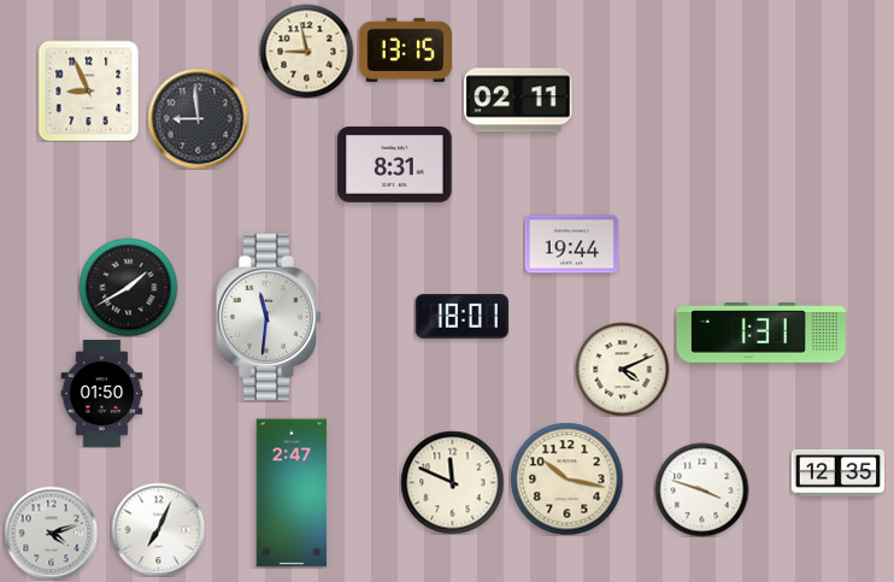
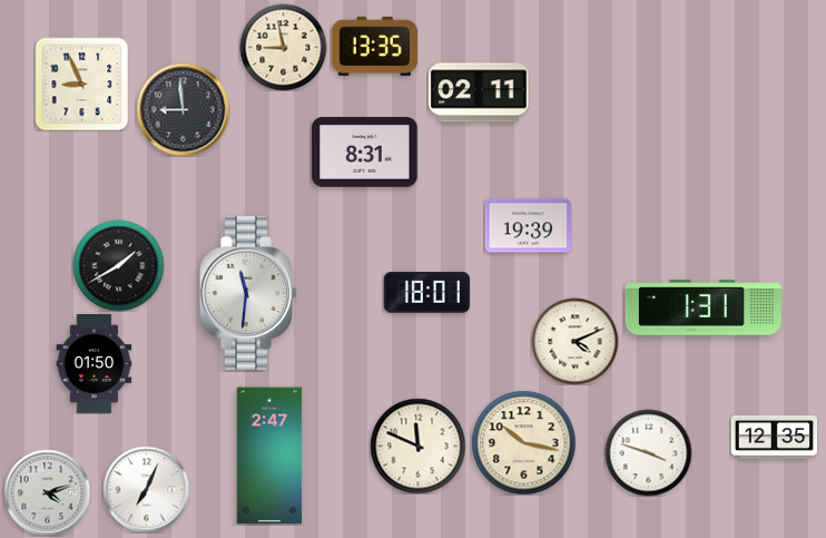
clock at (405, 49): 13:15 -> 13:35
clock at (571, 245): 19:44 -> 19:39
